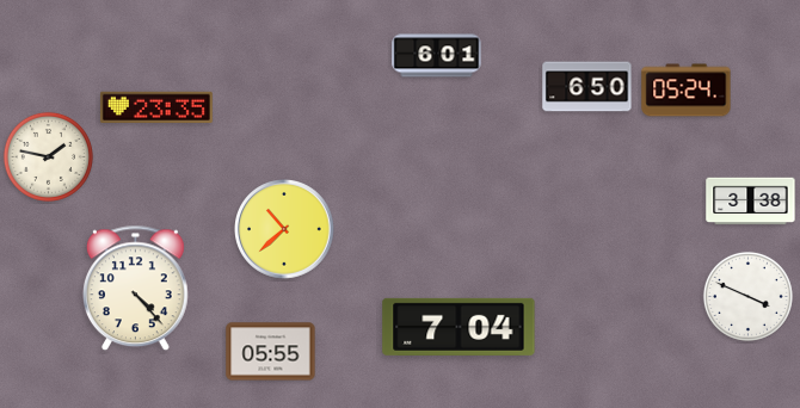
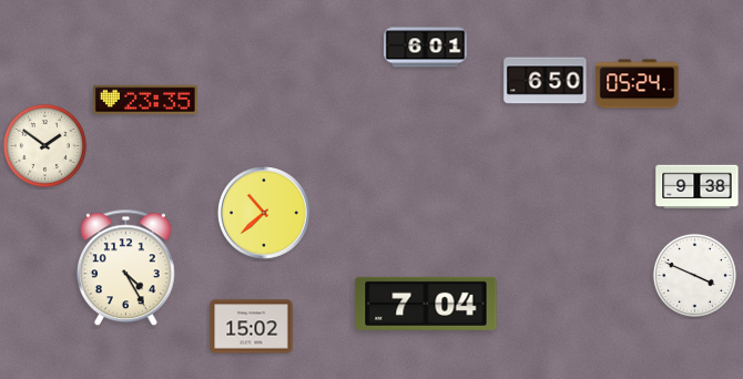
clock at (437, 56) position: (437, 56) -> (426, 48)
clock at (48, 156): 1:47 -> 1:51
clock at (751, 202): 3:38 -> 9:38
clock at (136, 289): 4:23 -> 4:25
clock at (271, 352): 05:55 -> 15:02
